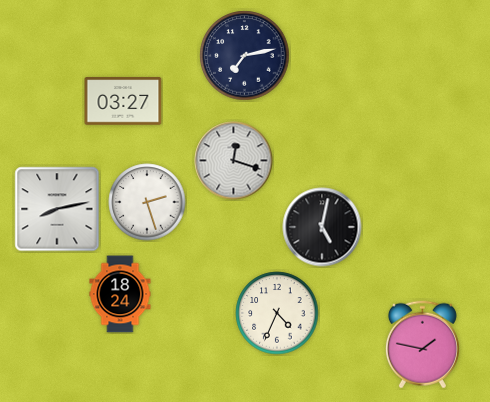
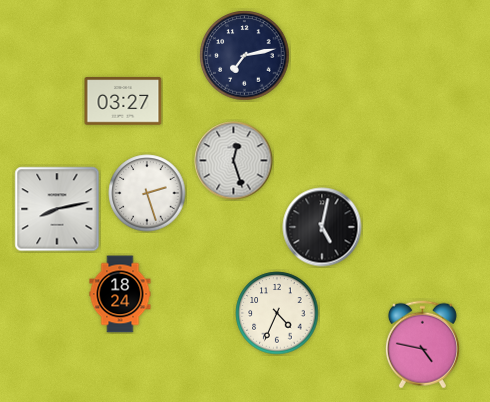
clock at (234, 161): 12:18 -> 12:27
clock at (147, 202) position: (147, 202) -> (147, 193)
clock at (422, 345): 1:47 -> 4:47
